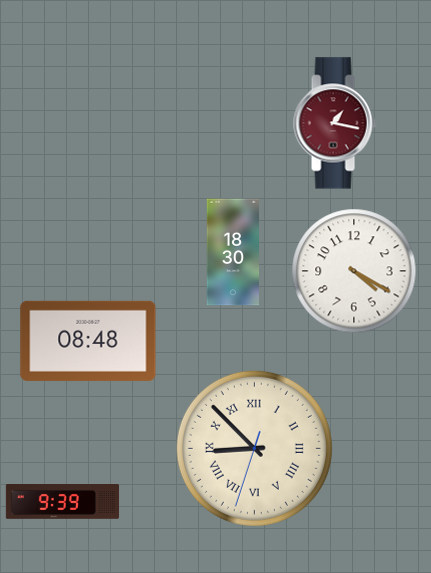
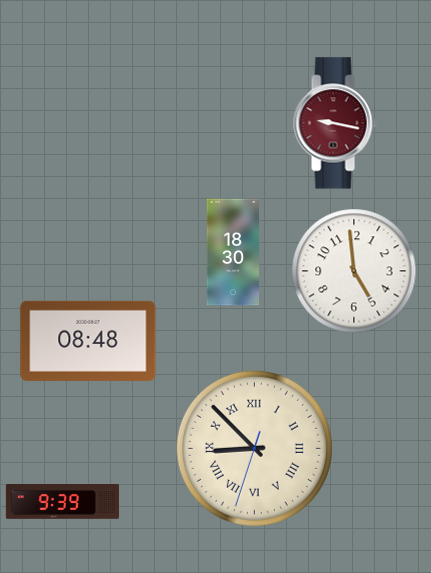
clock at (335, 123): 1:17 -> 9:17
clock at (354, 271): 4:20 -> 4:59
